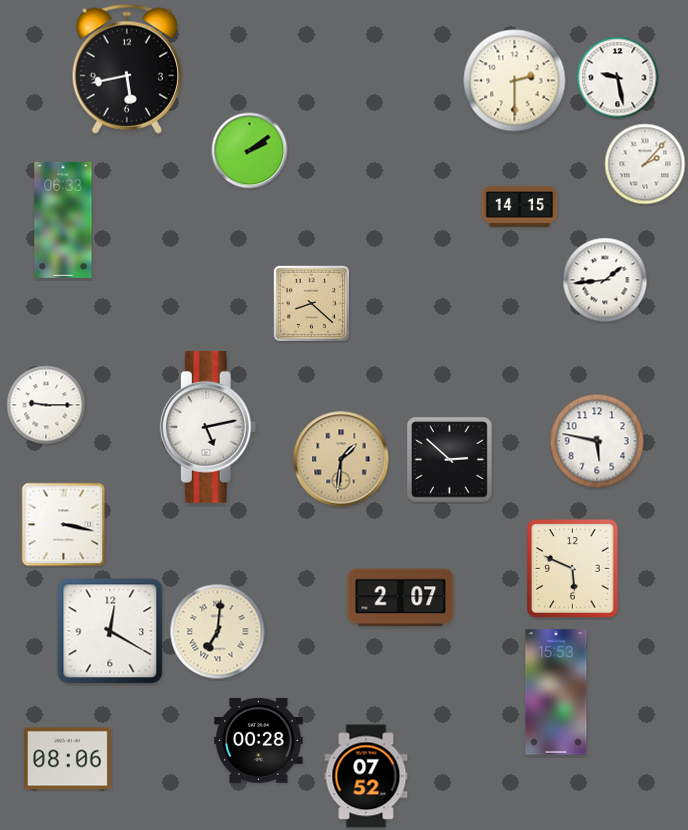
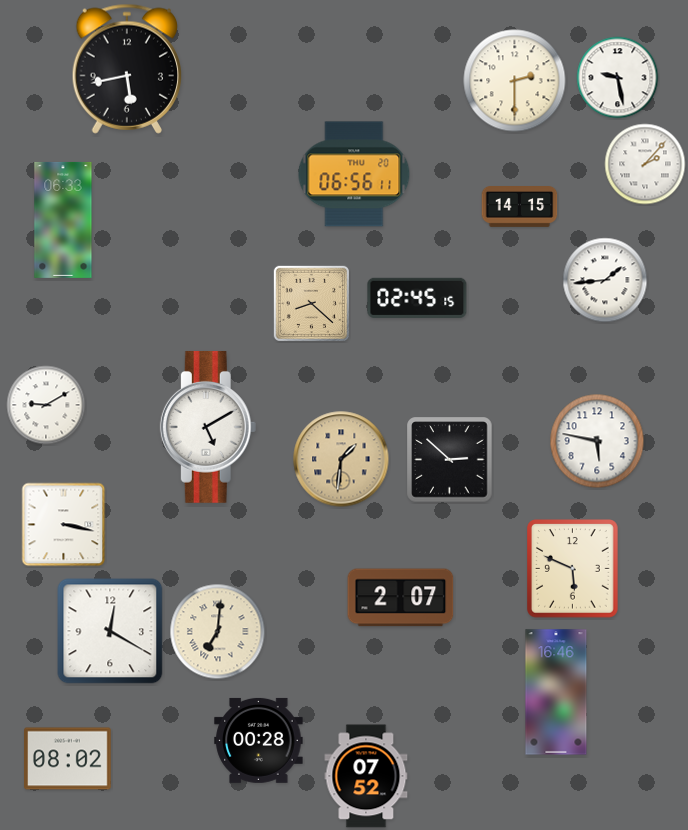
clock at (250, 151): 2:09 -> none
clock at (354, 174): none -> 06:56
clock at (417, 297): none -> 02:45
clock at (46, 405): 9:15 -> 9:10
clock at (208, 427): 5:13 -> 5:10
clock at (556, 692): 15:53 -> 16:46
clock at (68, 759): 08:06 -> 08:02
